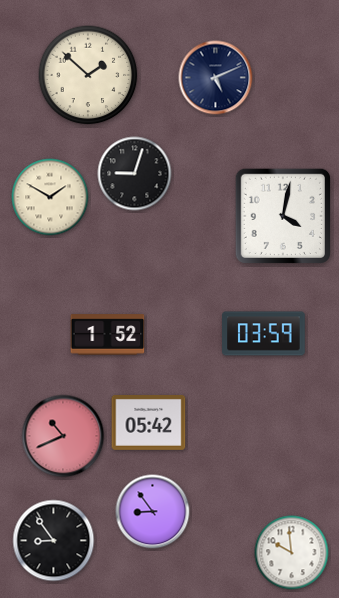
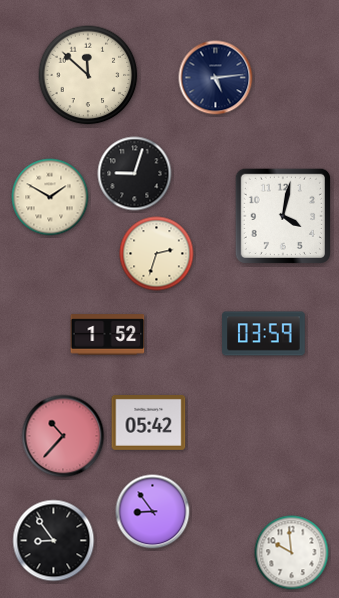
clock at (88, 75): 1:52 -> 11:52
clock at (216, 78): 5:11 -> 5:14
clock at (157, 254): none -> 2:33
clock at (63, 436): 10:41 -> 10:37
